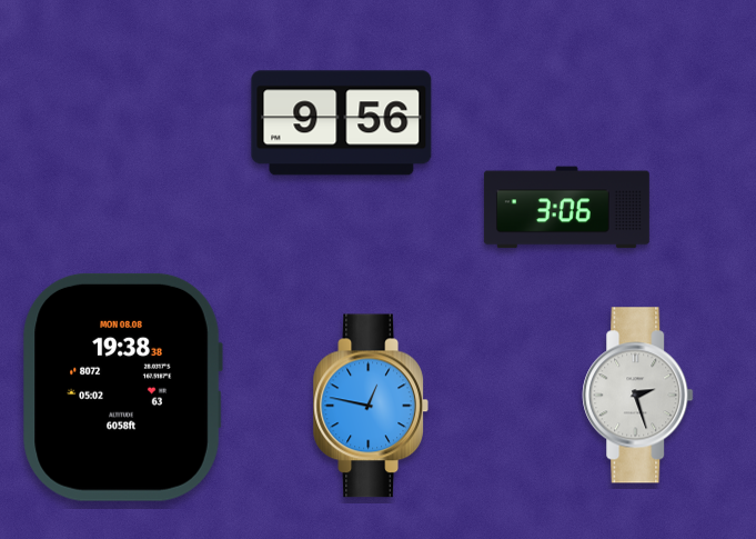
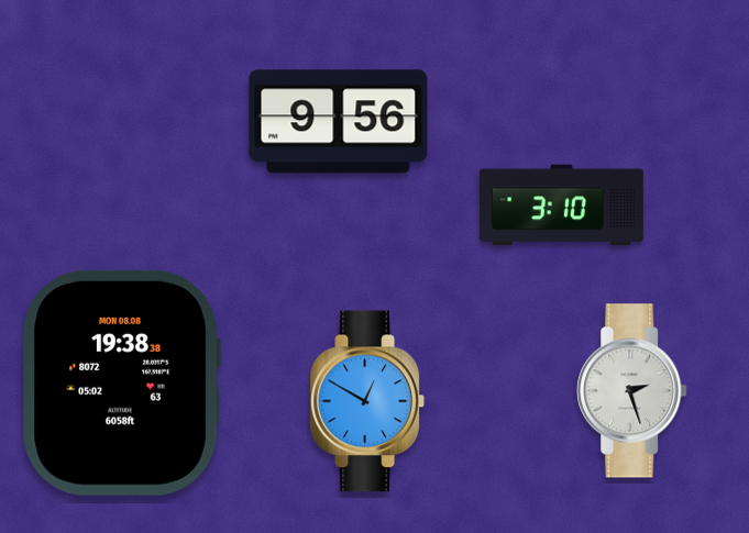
clock at (566, 208): 3:06 -> 3:10
clock at (371, 406): 12:47 -> 12:50
